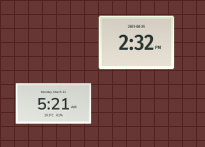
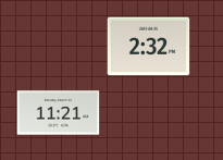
clock at (54, 104): 5:21 -> 11:21
